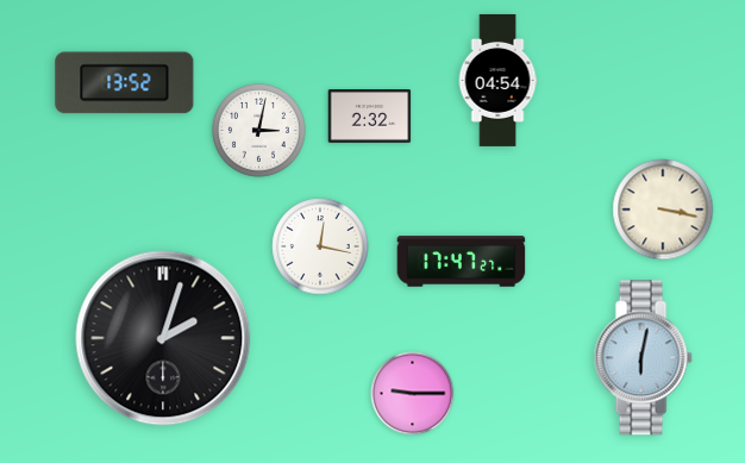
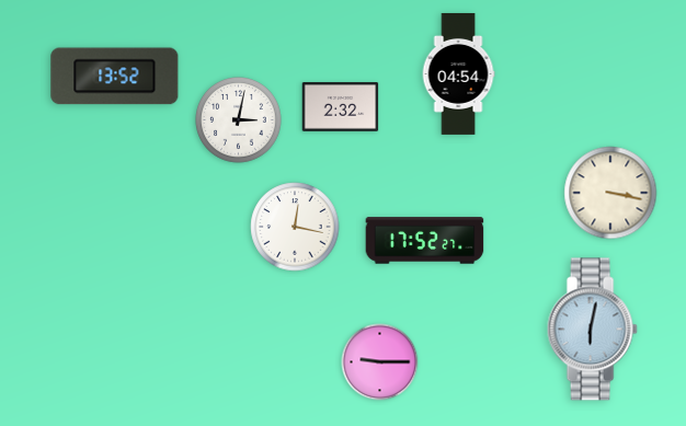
clock at (462, 262): 17:47 -> 17:52
clock at (163, 338): 2:03 -> none
